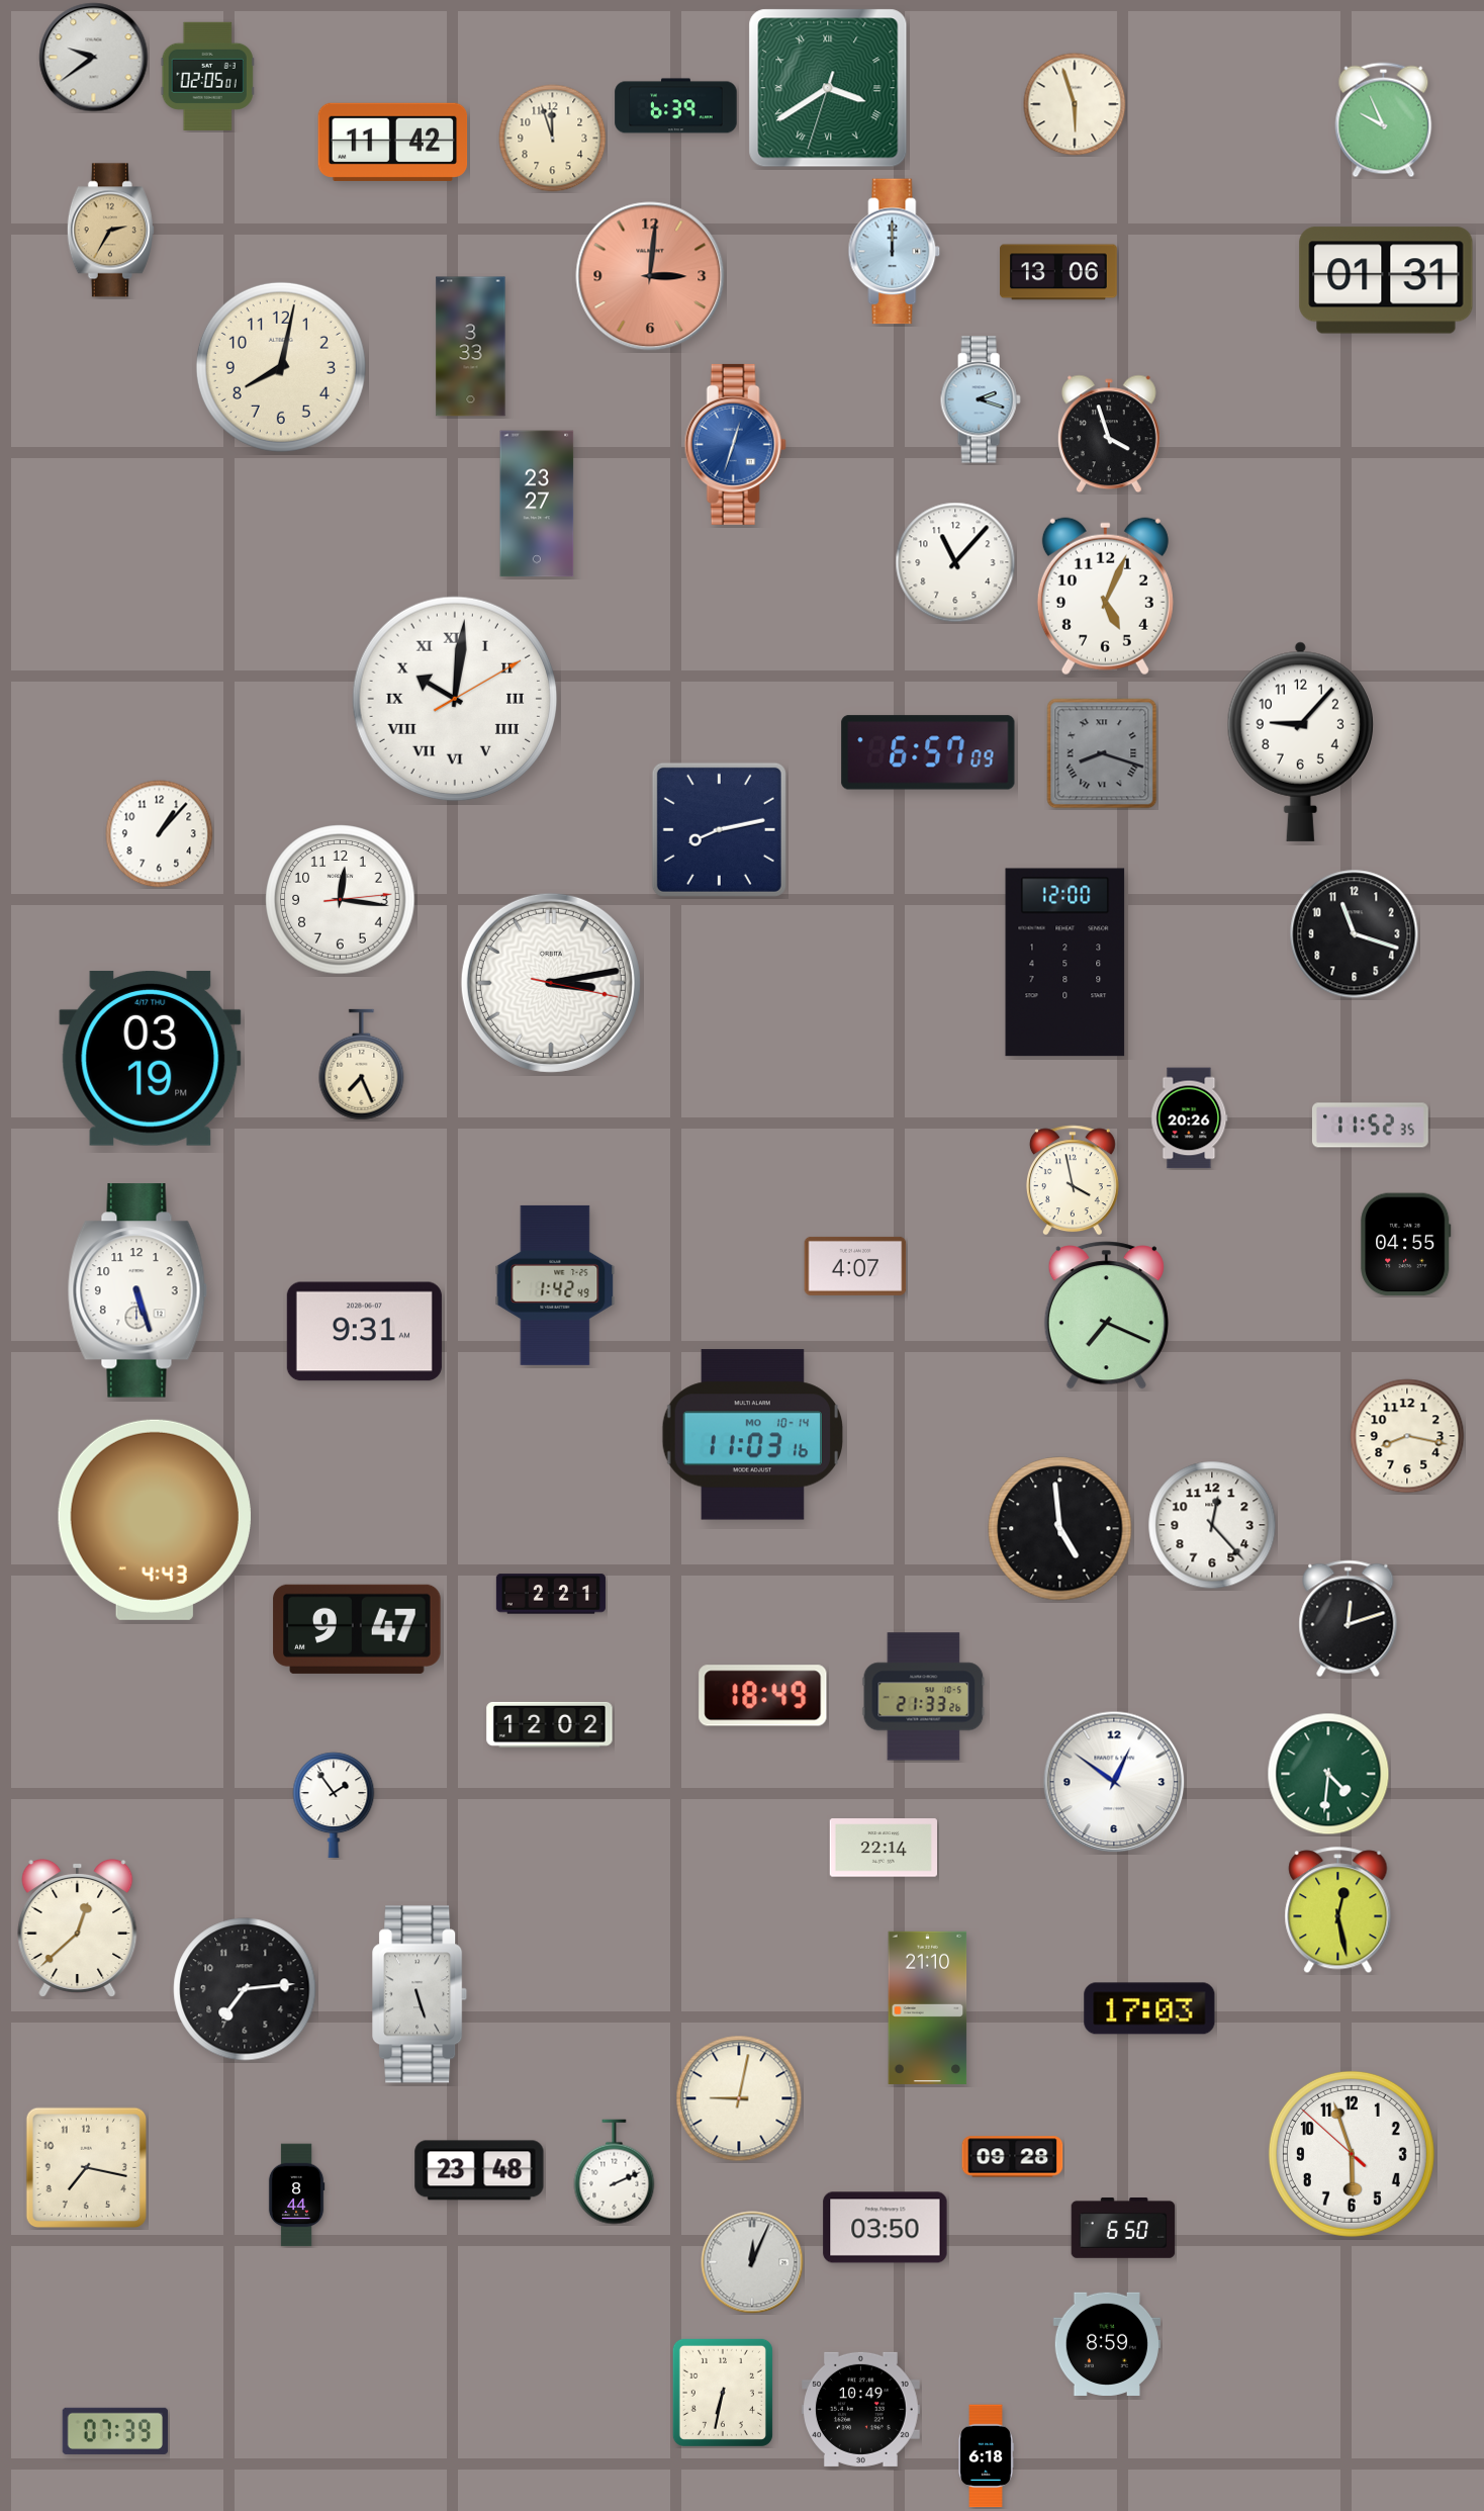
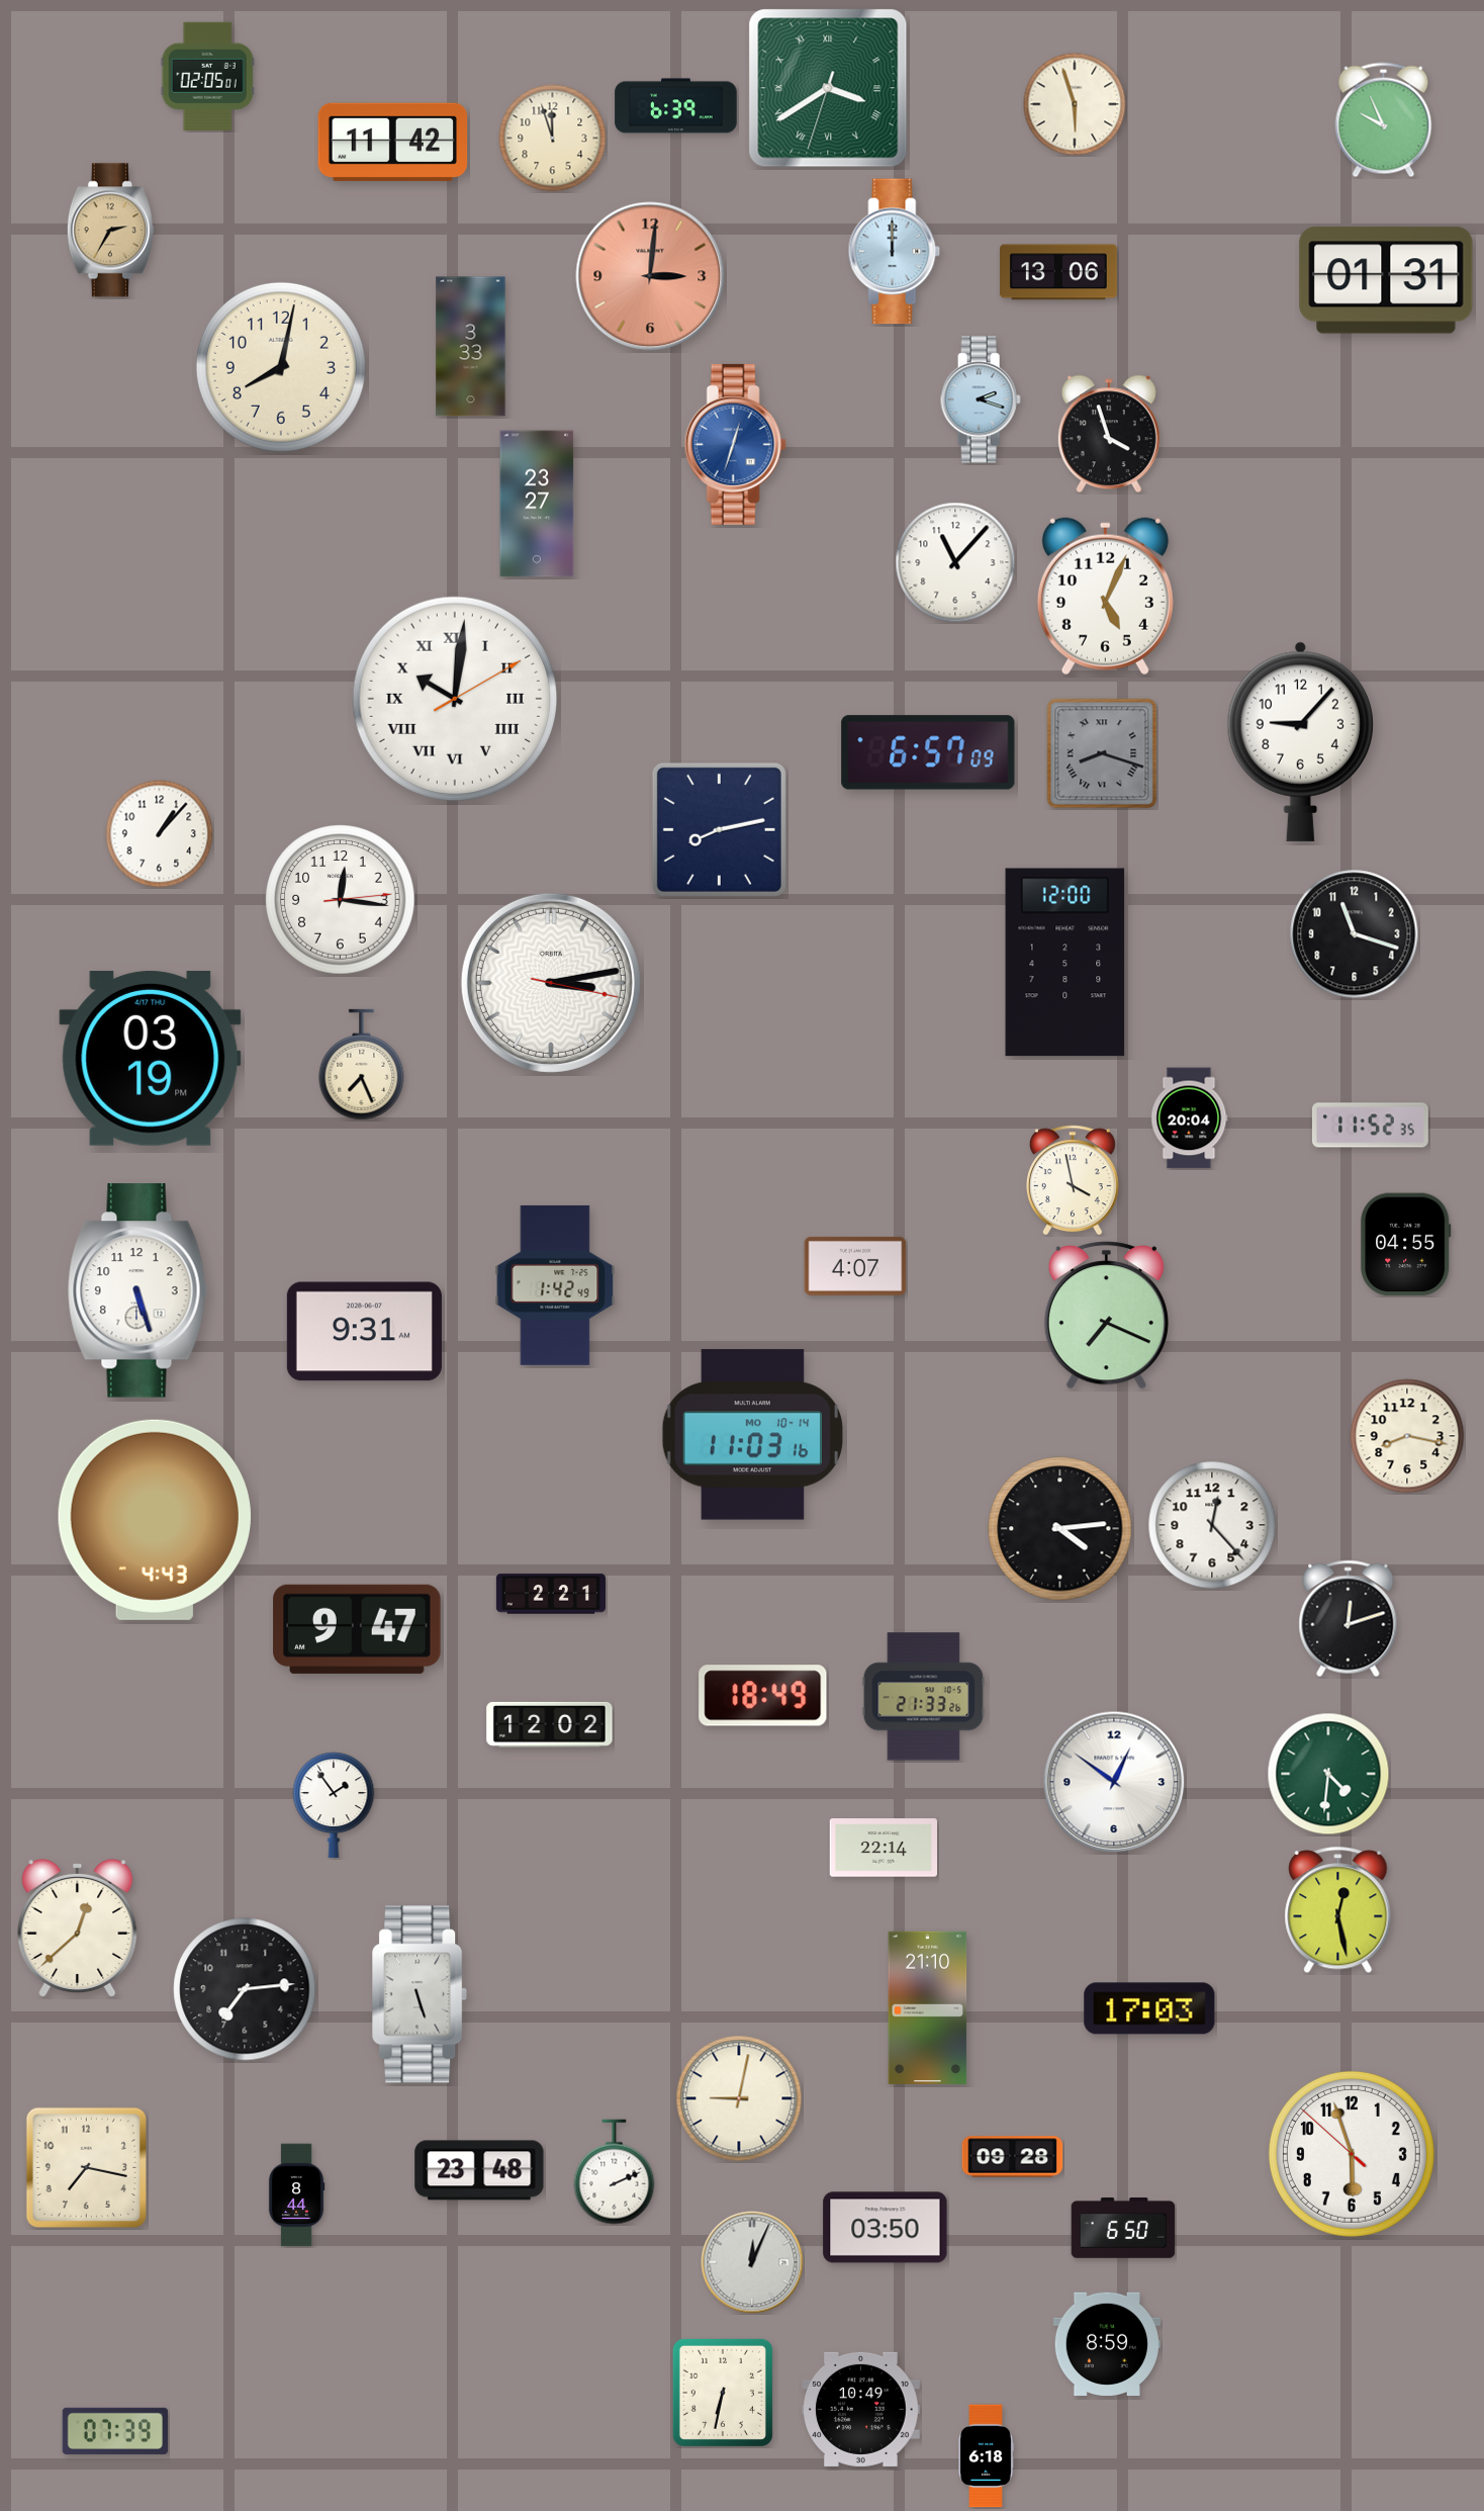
clock at (94, 58): 9:39 -> none
clock at (1190, 1118): 20:26 -> 20:04
clock at (1060, 1529): 4:59 -> 4:14
